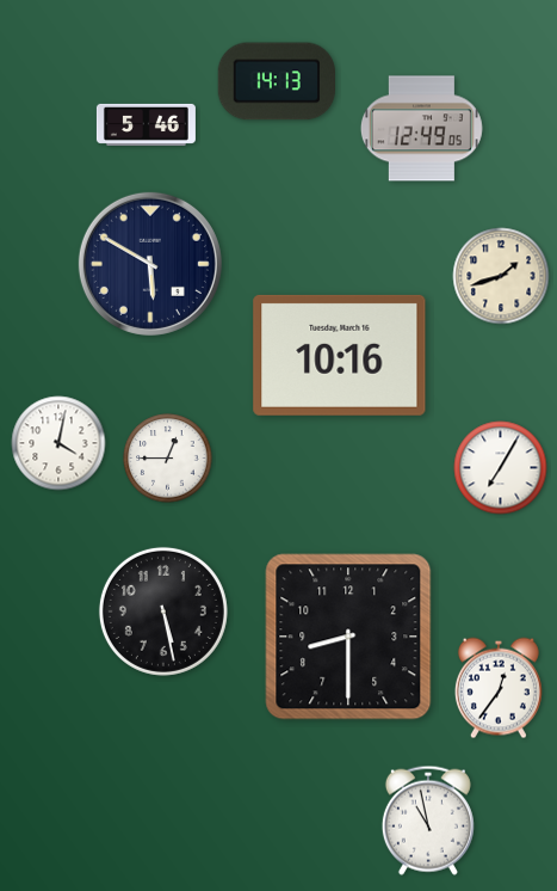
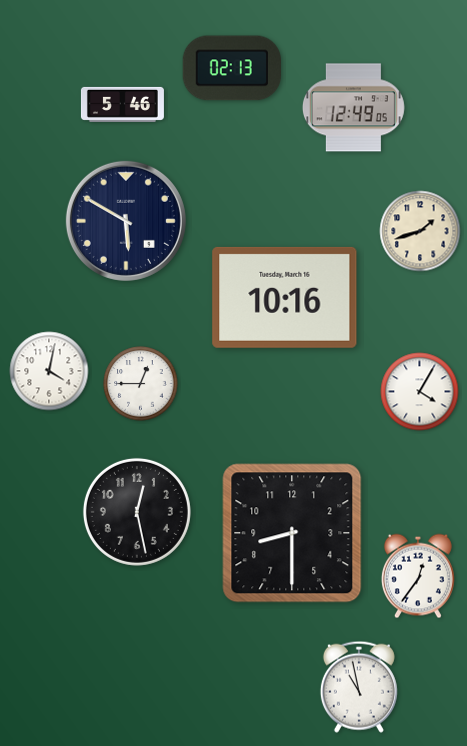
clock at (276, 81): 14:13 -> 02:13
clock at (501, 468): 7:05 -> 4:05
clock at (163, 612): 5:28 -> 12:28
